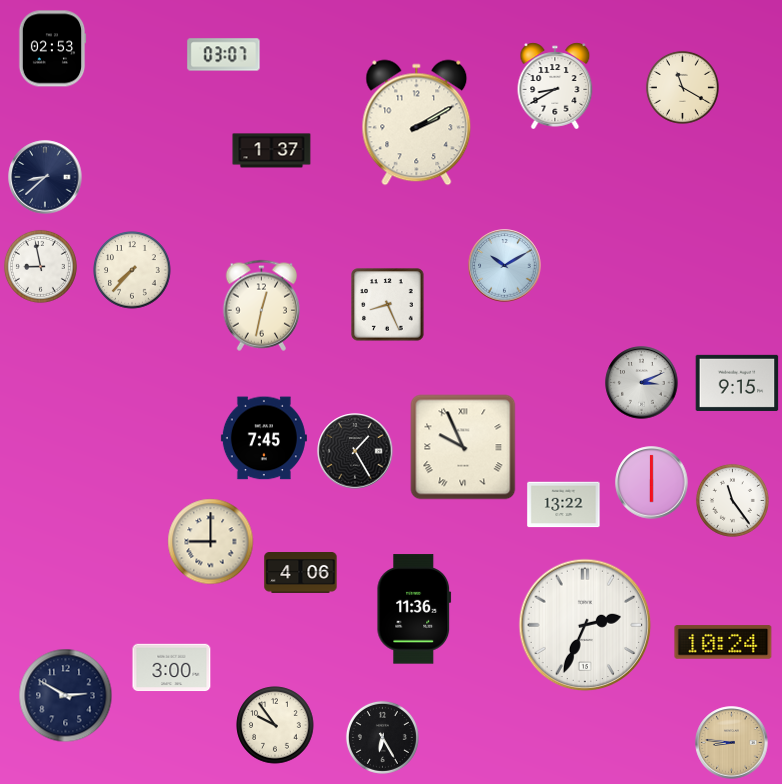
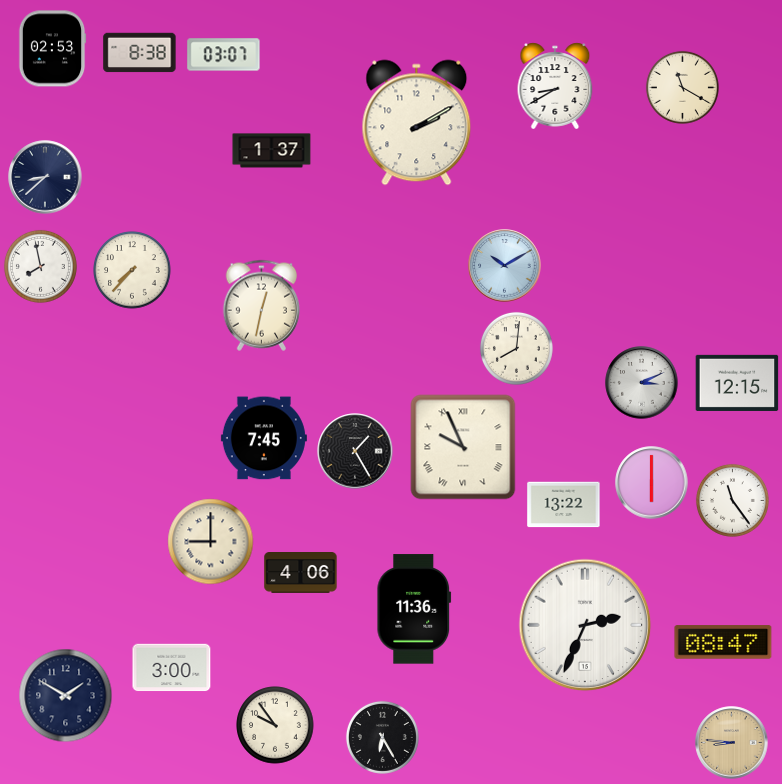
clock at (140, 53): none -> 8:38
clock at (40, 266): 8:58 -> 7:58
clock at (388, 305): 8:26 -> none
clock at (516, 348): none -> 8:01
clock at (737, 383): 9:15 -> 12:15
clock at (723, 642): 10:24 -> 08:47
clock at (66, 696): 2:50 -> 1:50
